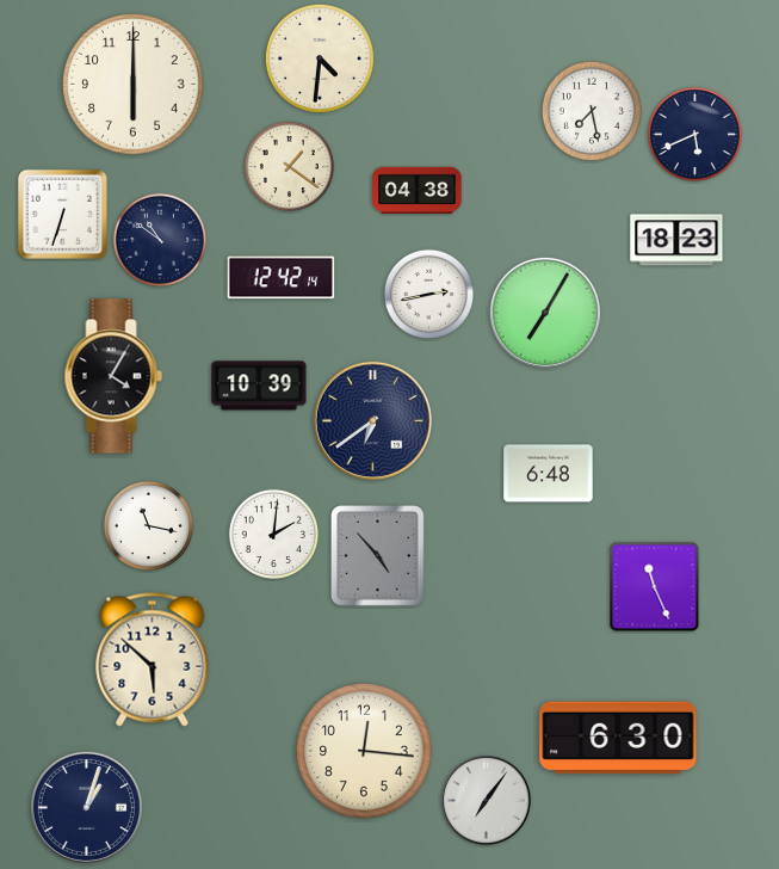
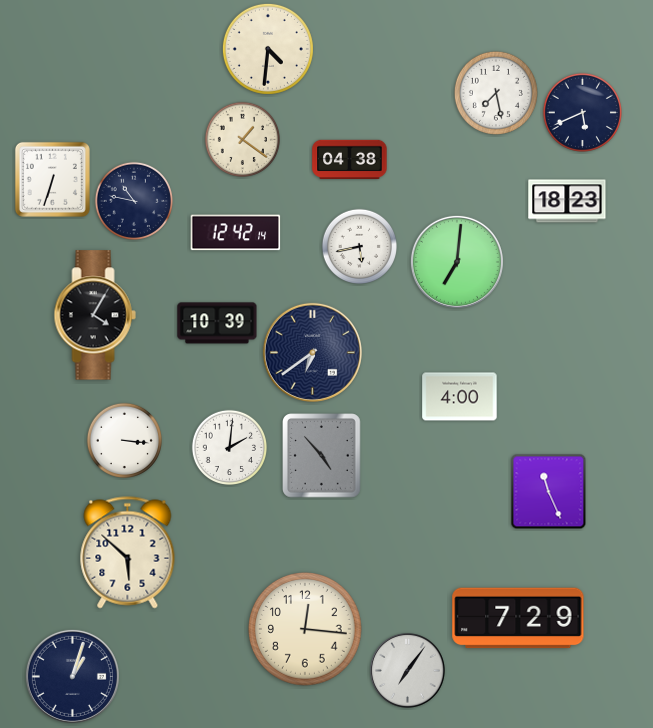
clock at (134, 85): 6:00 -> none
clock at (160, 240): 10:51 -> 10:47
clock at (428, 294): 2:43 -> 5:43
clock at (545, 313): 7:05 -> 7:01
clock at (549, 474): 6:48 -> 4:00
clock at (148, 525): 11:17 -> 3:16
clock at (378, 556) position: (378, 556) -> (322, 456)
clock at (618, 738): 6:30 -> 7:29
